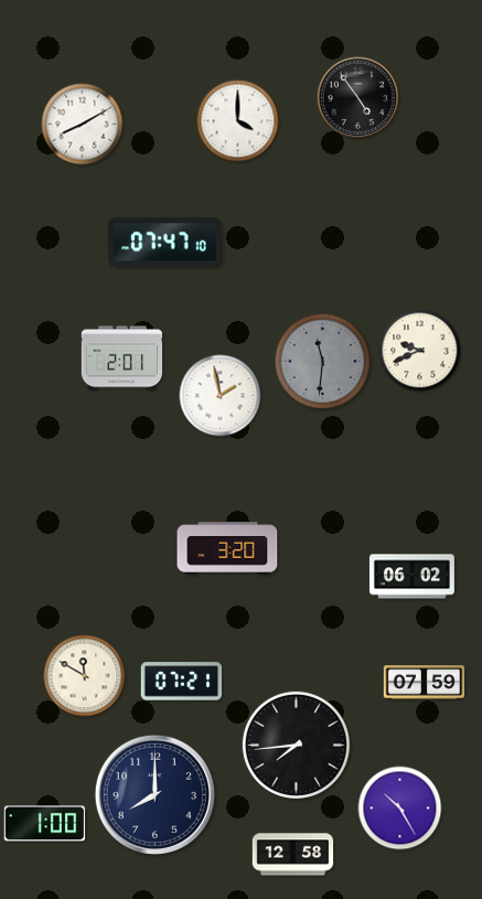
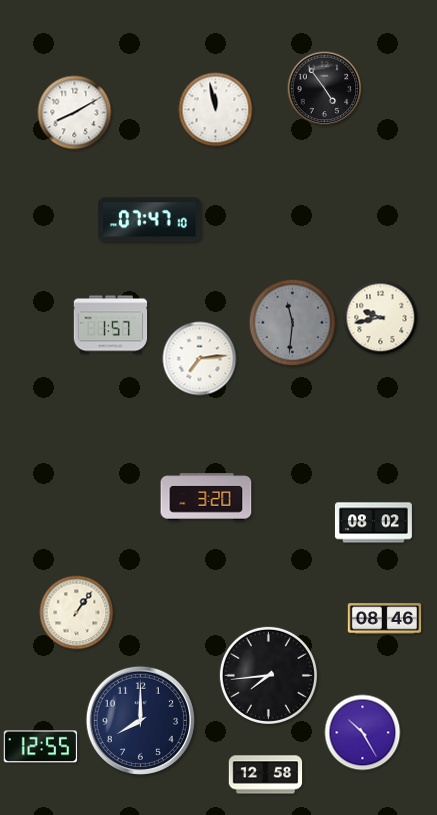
clock at (238, 121): 4:00 -> 11:58
clock at (420, 351): 9:41 -> 9:43
clock at (122, 358): 2:01 -> 1:57
clock at (323, 362) position: (323, 362) -> (293, 323)
clock at (221, 396): 1:58 -> 7:14
clock at (411, 577): 06:02 -> 08:02
clock at (85, 676): 11:50 -> 1:06
clock at (182, 682): 07:21 -> none
clock at (425, 683): 07:59 -> 08:46
clock at (45, 824): 1:00 -> 12:55
